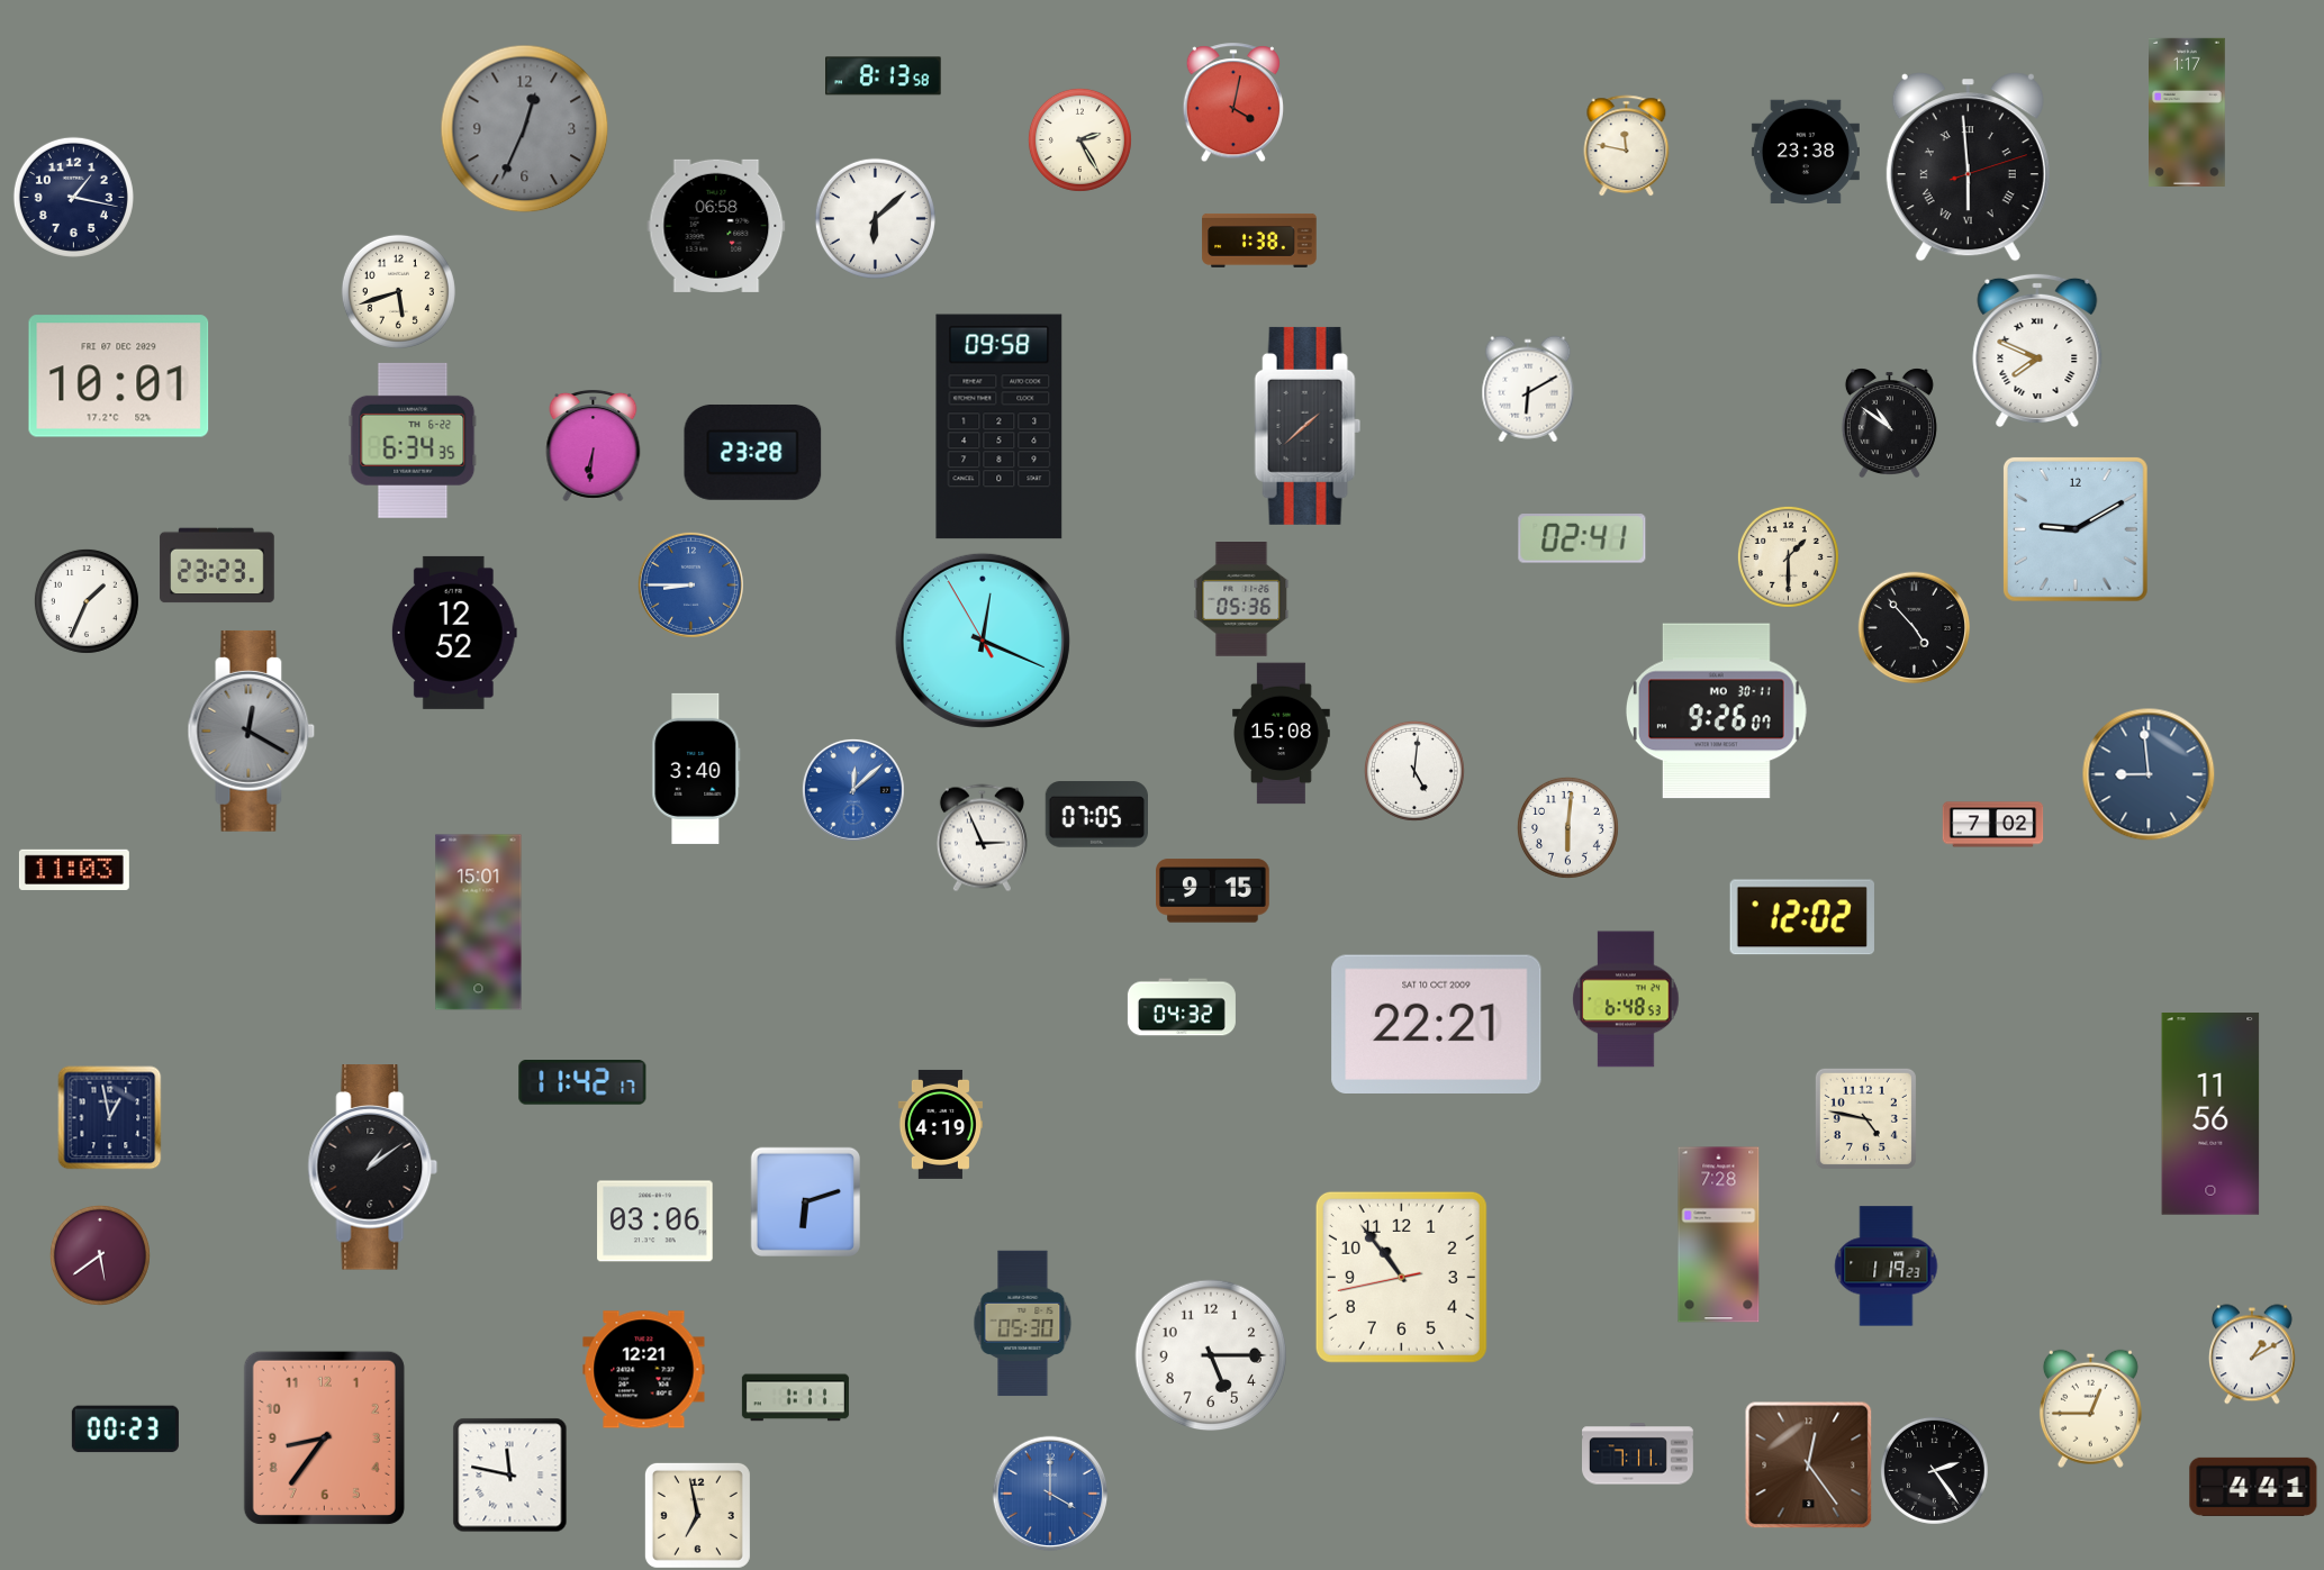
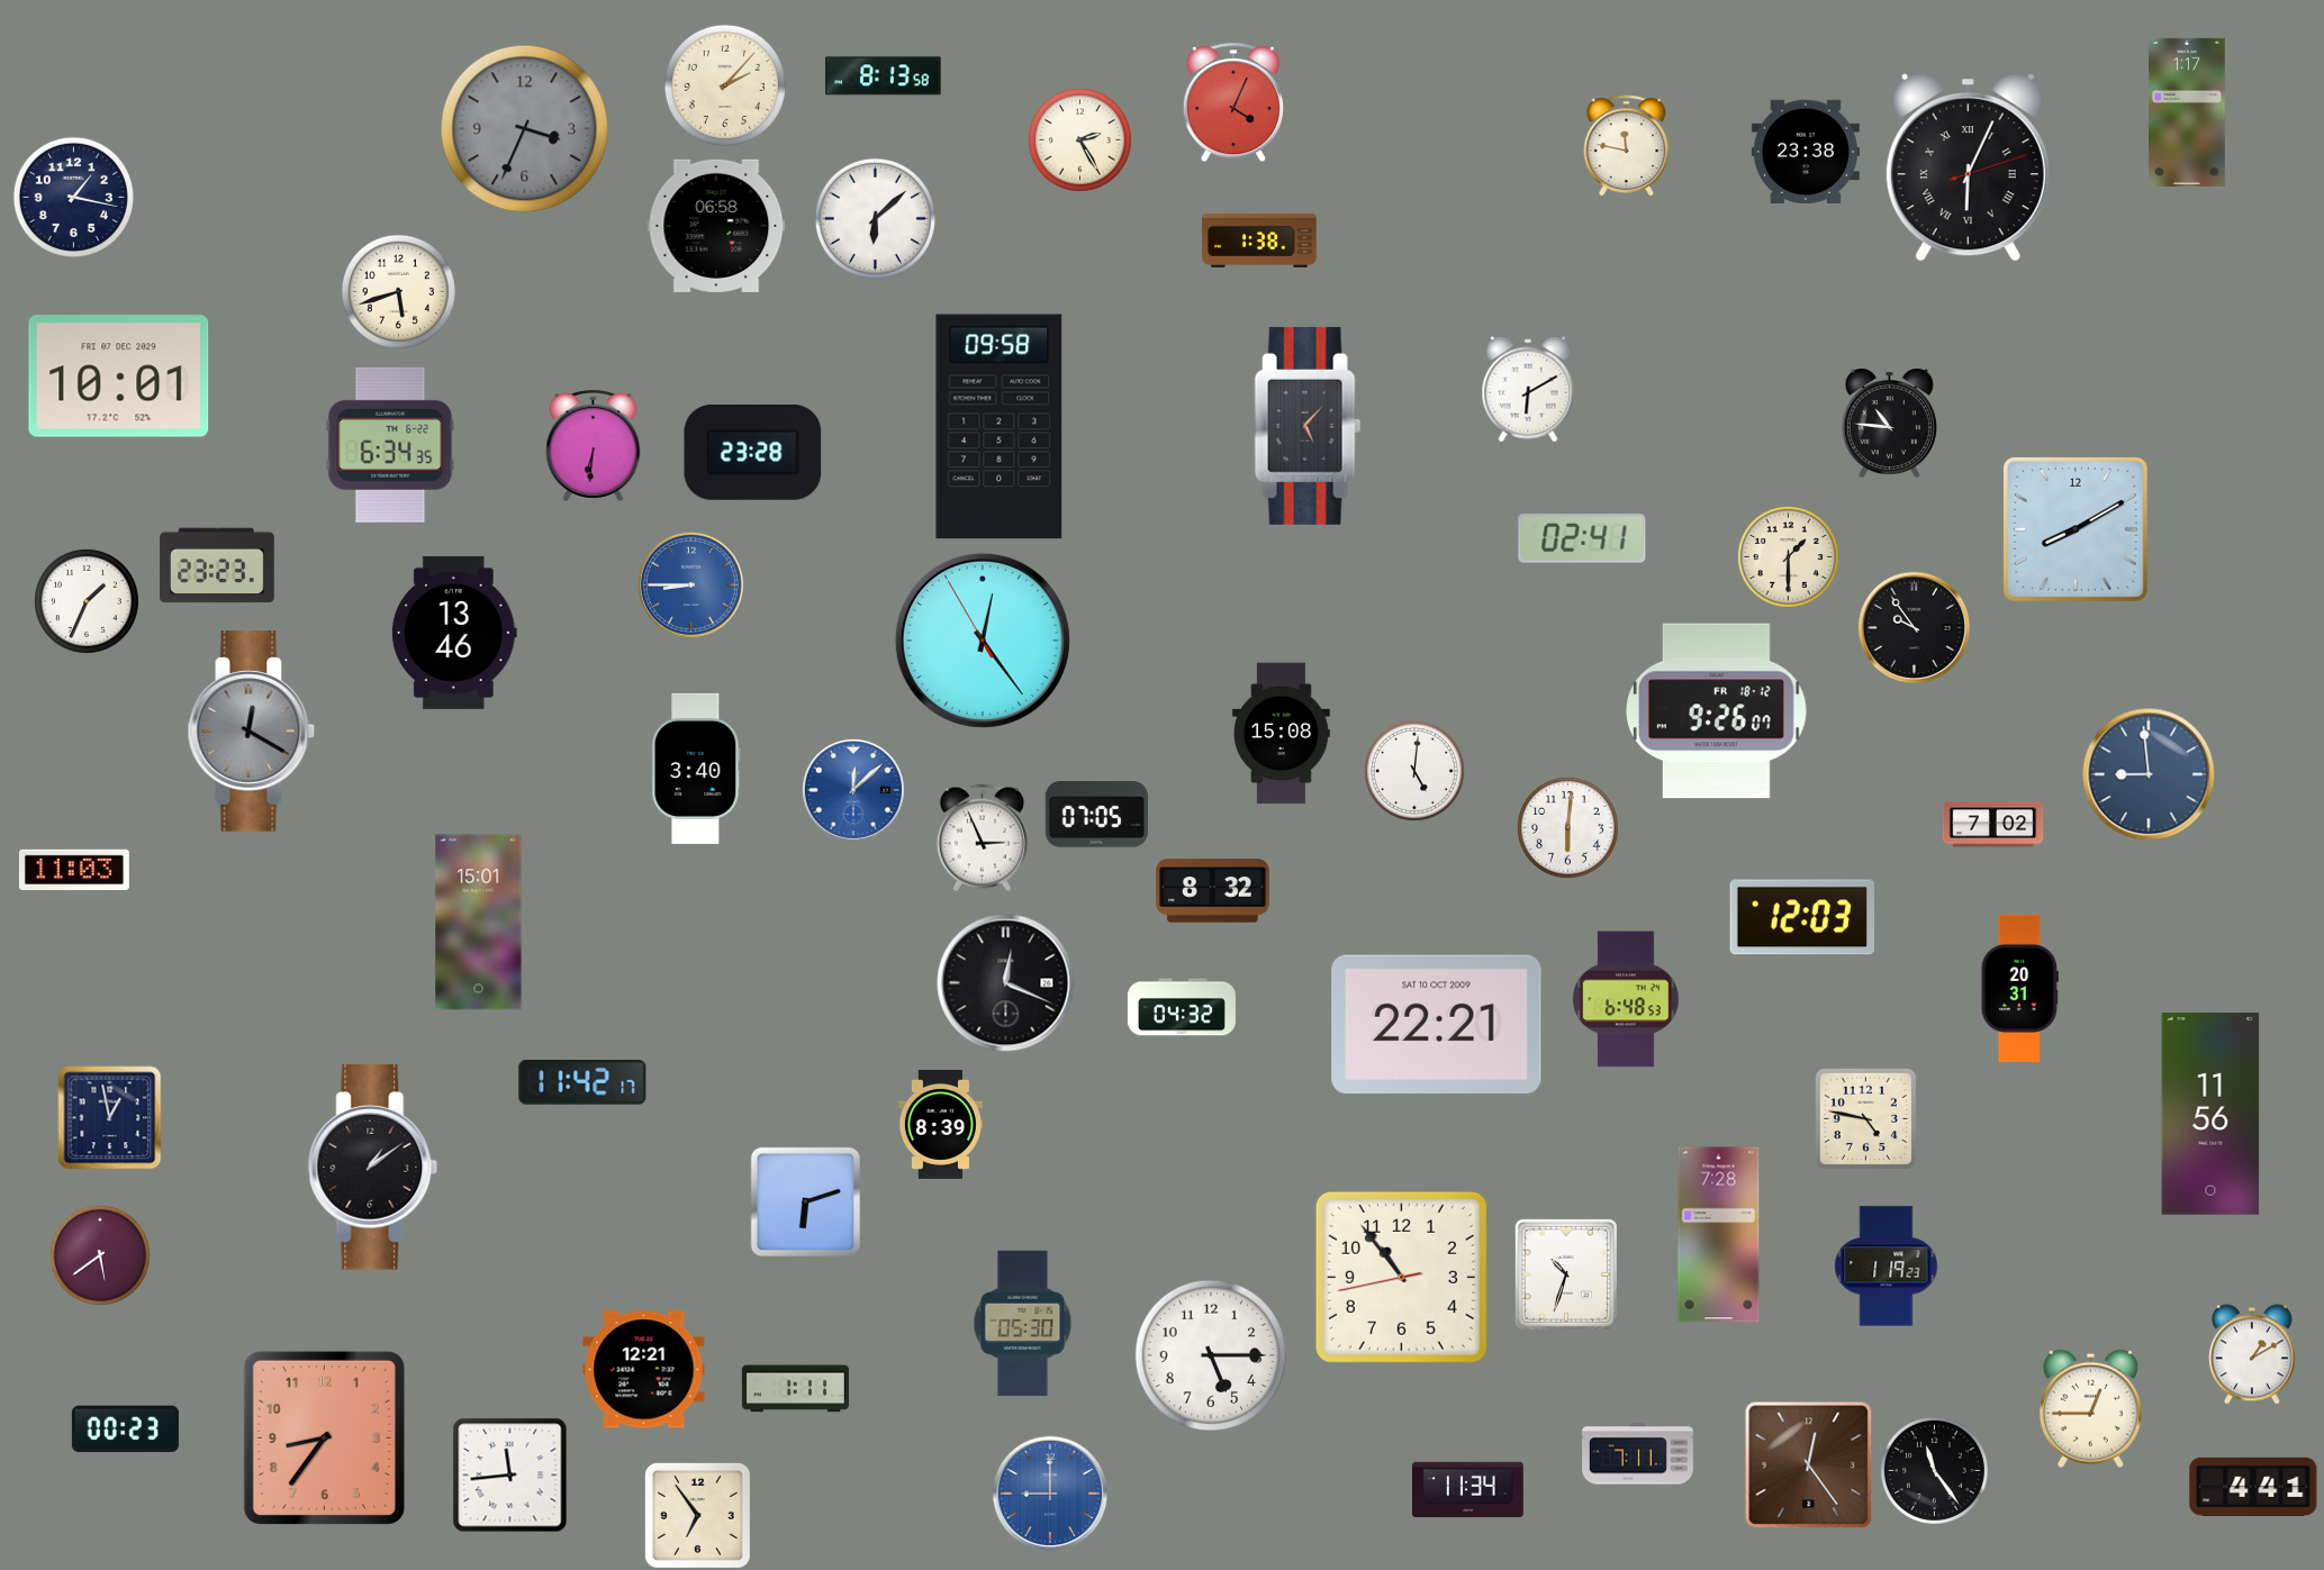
clock at (725, 85): none -> 2:07
clock at (1232, 103): 4:02 -> 4:04
clock at (525, 129): 12:34 -> 3:34
clock at (1968, 167): 5:59 -> 6:04
clock at (2037, 350): 7:49 -> none
clock at (1889, 423): 10:51 -> 10:46
clock at (1308, 426): 1:38 -> 5:07
clock at (413, 441) position: (413, 441) -> (390, 445)
clock at (2076, 529): 9:10 -> 8:10
clock at (1241, 600): 05:36 -> none
clock at (1914, 627): 4:53 -> 9:54
clock at (454, 633): 12:52 -> 13:46
clock at (983, 641): 12:18 -> 12:23
clock at (1716, 711) date: MO 30-11 -> FR 18-12
clock at (1213, 891): 9:15 -> 8:32
clock at (1802, 917): 12:02 -> 12:03
clock at (1006, 983): none -> 12:19
clock at (2019, 988): none -> 20:31
clock at (940, 1124): 4:19 -> 8:39
clock at (655, 1222): 03:06 -> none
clock at (1566, 1274): none -> 10:33
clock at (795, 1398) position: (795, 1398) -> (795, 1389)
clock at (1934, 1470): 2:24 -> 11:24
clock at (510, 1476): 11:47 -> 11:44
clock at (1467, 1489): none -> 11:34
clock at (1050, 1494): 4:00 -> 9:00
clock at (697, 1515): 6:58 -> 6:54
